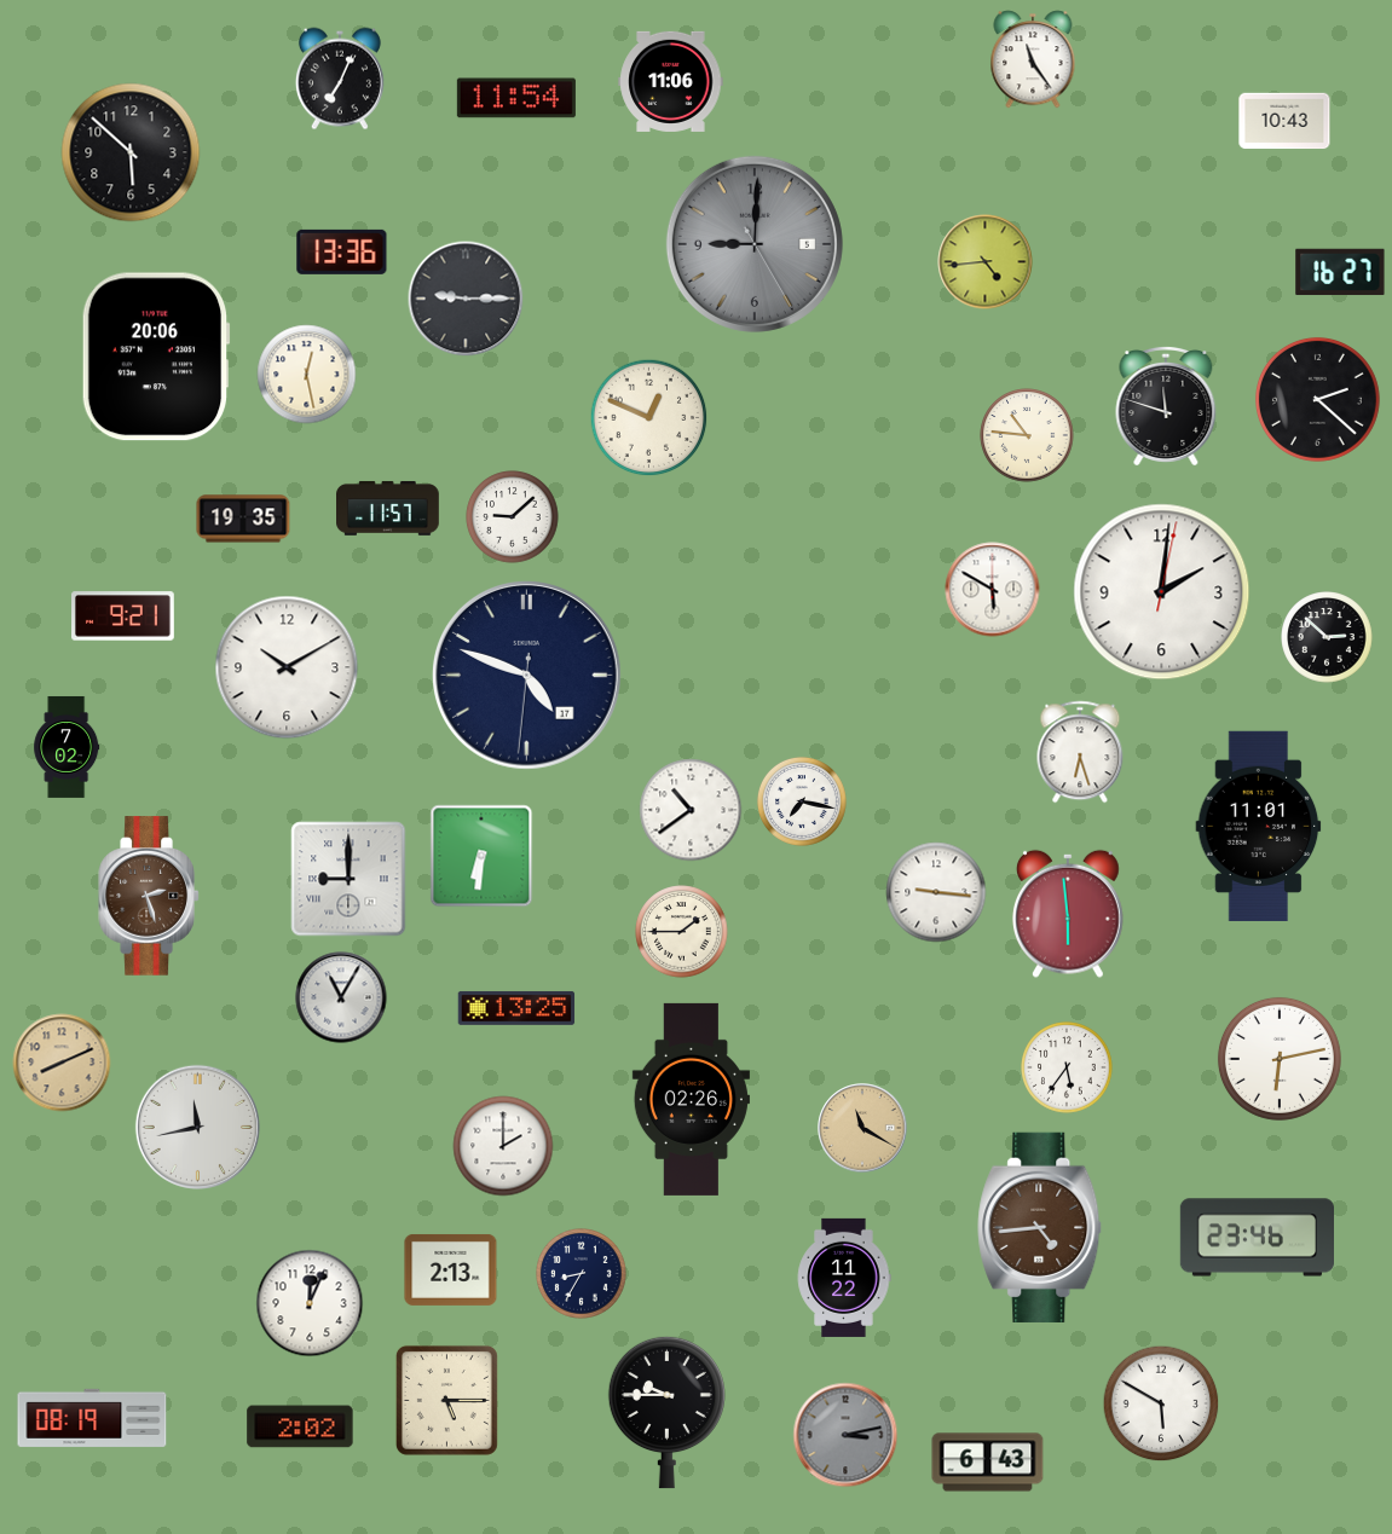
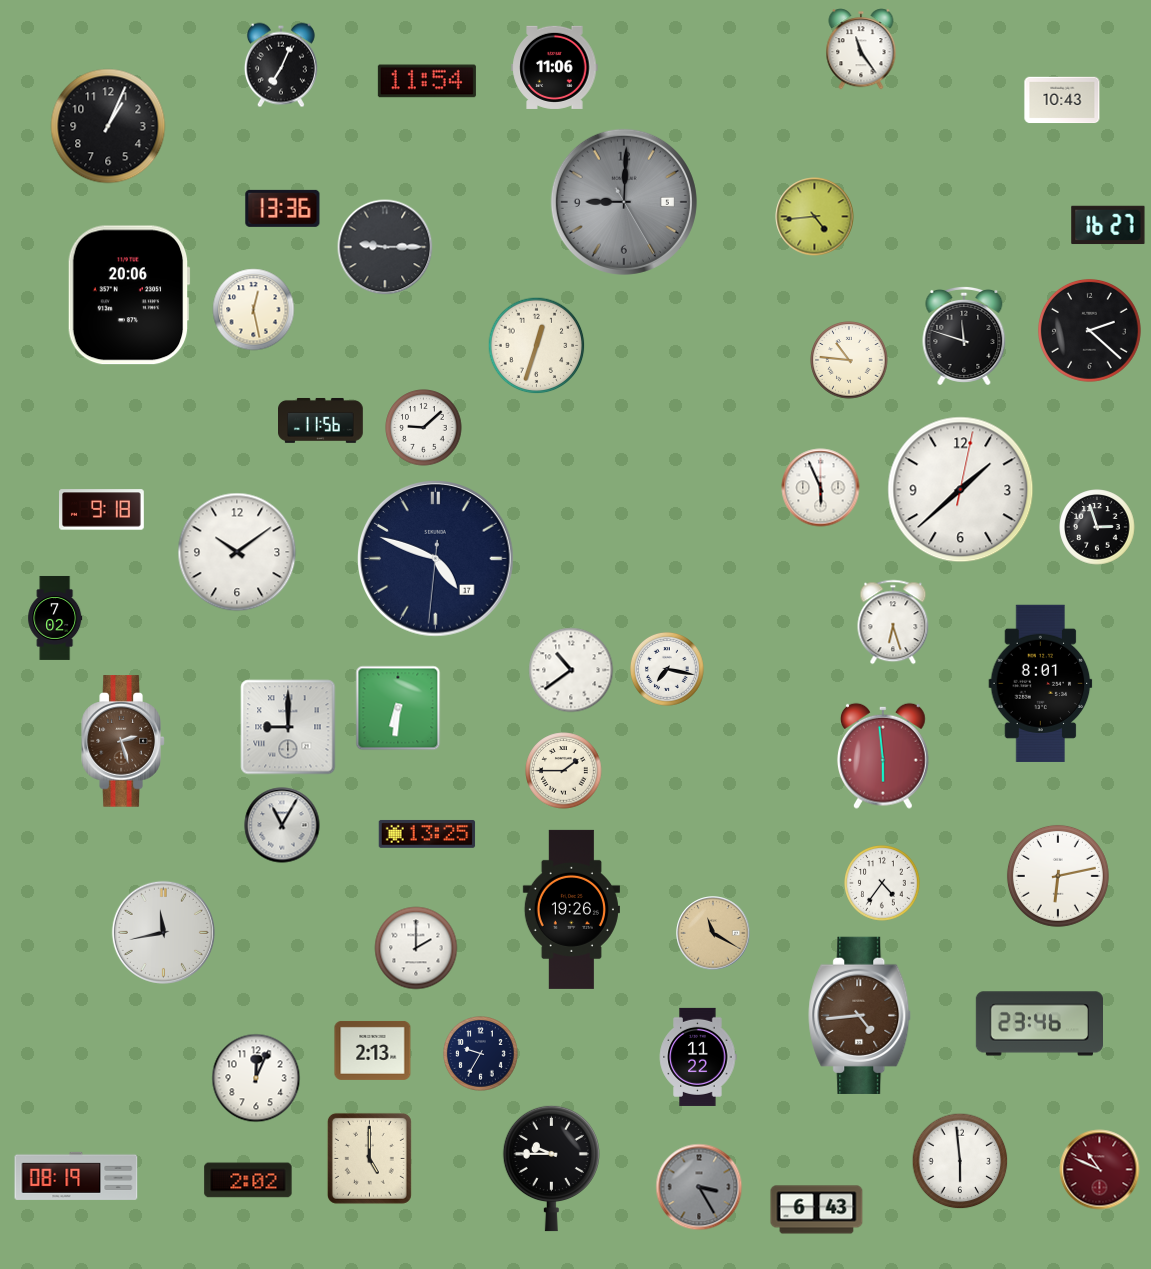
clock at (1033, 59) position: (1033, 59) -> (861, 49)
clock at (131, 152): 5:52 -> 1:04
clock at (649, 418): 12:49 -> 12:33
clock at (388, 508): 11:57 -> 11:56
clock at (243, 519): 19:35 -> none
clock at (993, 590): 5:50 -> 5:56
clock at (1162, 592): 2:01 -> 1:38
clock at (123, 617): 9:21 -> 9:18
clock at (1327, 637): 2:52 -> 2:57
clock at (287, 667): 10:10 -> 10:09
clock at (802, 801) position: (802, 801) -> (667, 669)
clock at (1259, 826): 11:01 -> 8:01
clock at (936, 892): 9:16 -> none
clock at (62, 1063): 8:11 -> none
clock at (1067, 1067): 5:36 -> 4:36
clock at (691, 1099): 02:26 -> 19:26
clock at (582, 1274): 8:35 -> 9:35
clock at (446, 1400): 5:15 -> 5:00
clock at (1161, 1403): 5:50 -> 5:59
clock at (1100, 1170): none -> 10:49
clock at (92, 1418) position: (92, 1418) -> (76, 1176)
clock at (845, 1435): 3:13 -> 3:25
